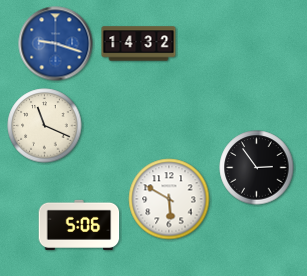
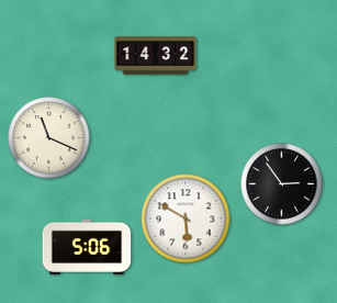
clock at (56, 44): 9:18 -> none
clock at (139, 44) position: (139, 44) -> (156, 56)
